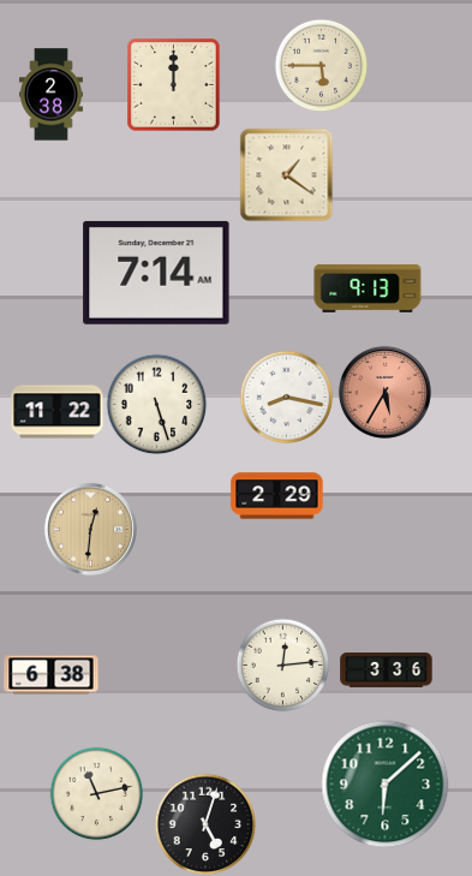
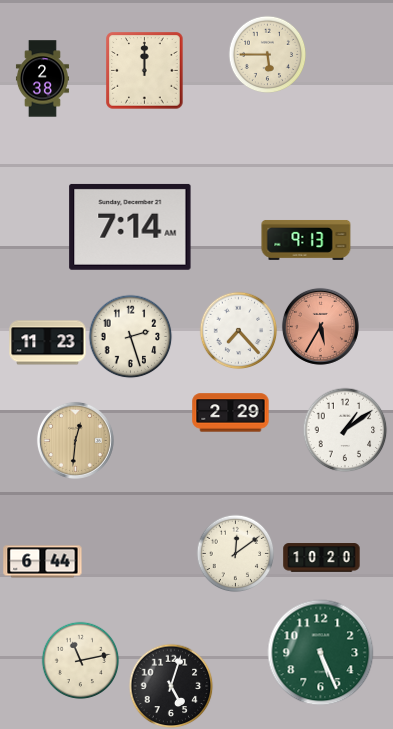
clock at (286, 174): 1:21 -> none
clock at (286, 397): 8:17 -> 7:23
clock at (156, 404): 5:27 -> 2:27
clock at (58, 412): 11:22 -> 11:23
clock at (345, 430): none -> 1:09
clock at (282, 665): 12:14 -> 12:09
clock at (387, 671): 3:36 -> 10:20
clock at (52, 675): 6:38 -> 6:44
clock at (386, 785): 6:08 -> 5:26
